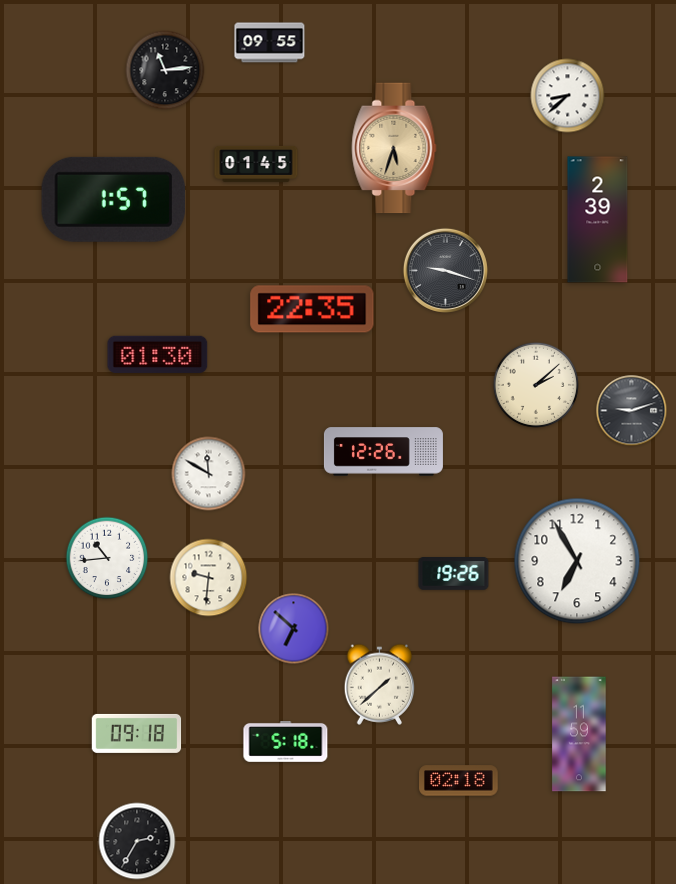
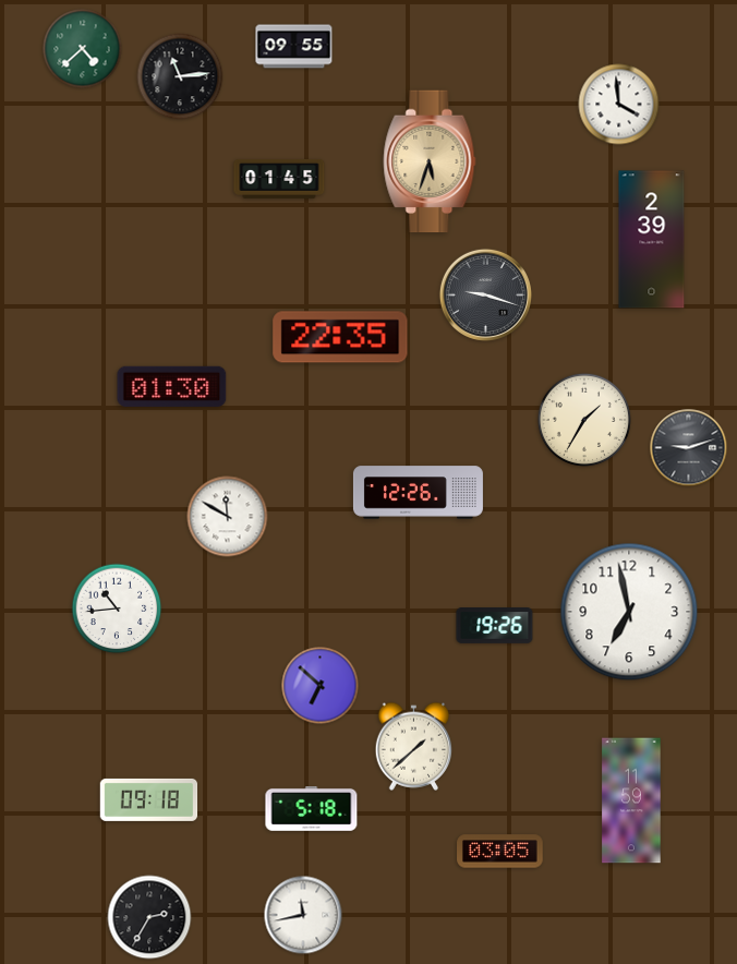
clock at (83, 49): none -> 4:38
clock at (568, 96): 8:38 -> 3:59
clock at (114, 199): 1:57 -> none
clock at (536, 385): 2:08 -> 1:35
clock at (577, 561): 6:55 -> 6:58
clock at (209, 578): 9:31 -> none
clock at (459, 781): 02:18 -> 03:05
clock at (303, 915): none -> 11:43
